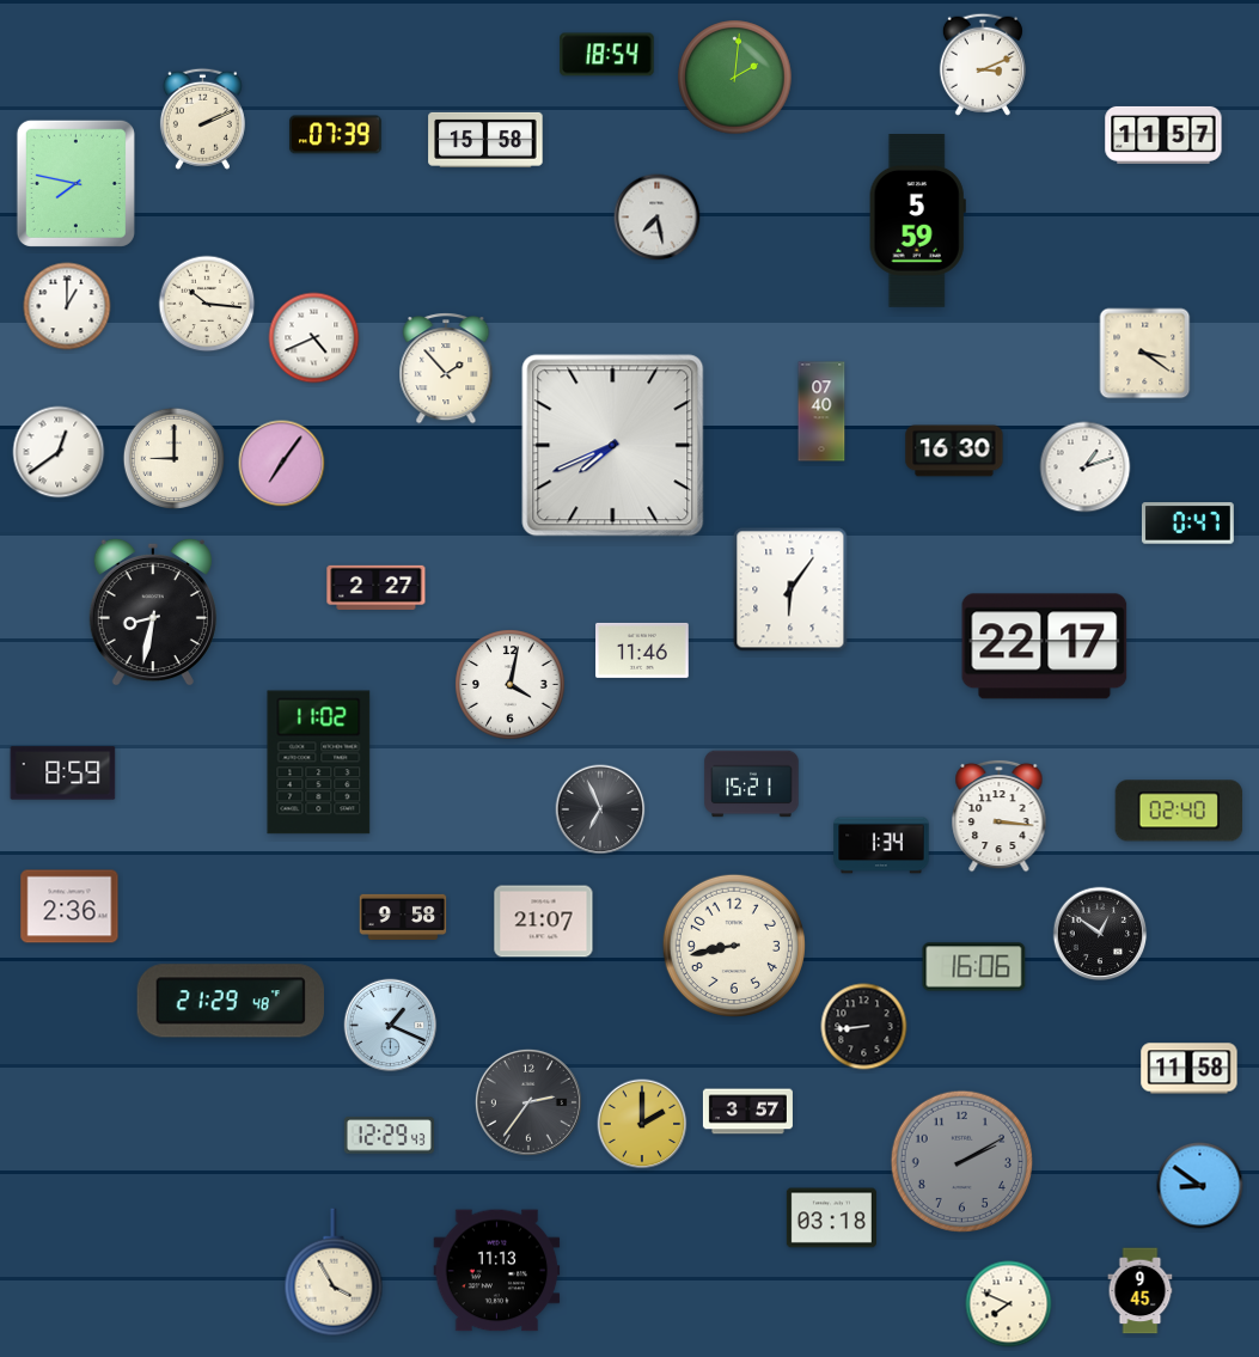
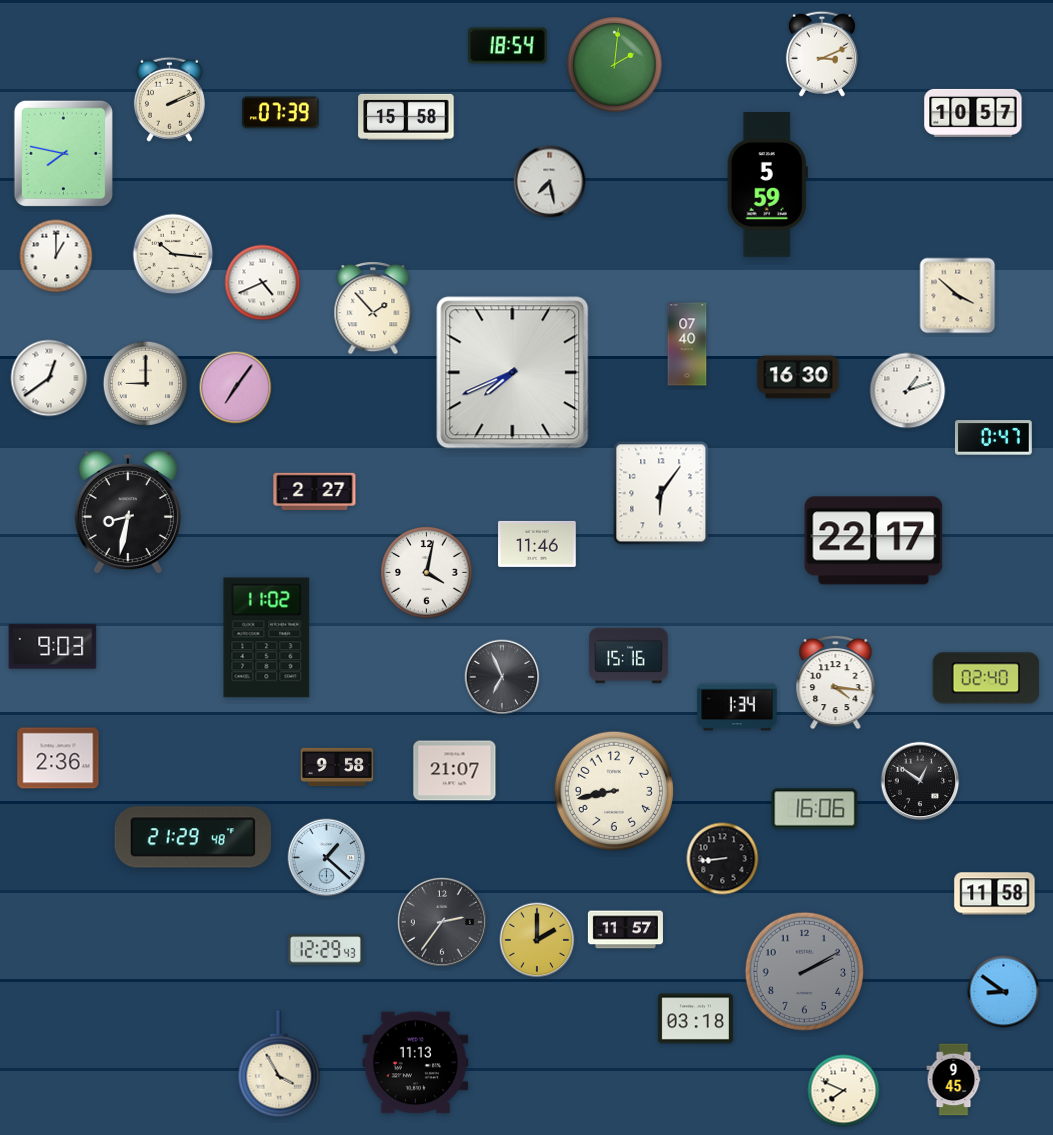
clock at (1163, 135): 11:57 -> 10:57
clock at (1145, 354): 3:21 -> 3:52
clock at (63, 774): 8:59 -> 9:03
clock at (752, 784): 15:21 -> 15:16
clock at (1000, 815): 3:16 -> 4:16
clock at (391, 1026): 1:19 -> 1:22
clock at (747, 1112): 3:57 -> 11:57
